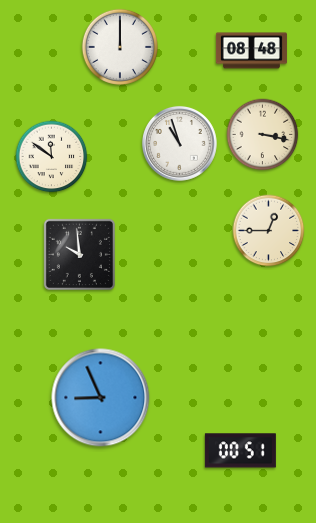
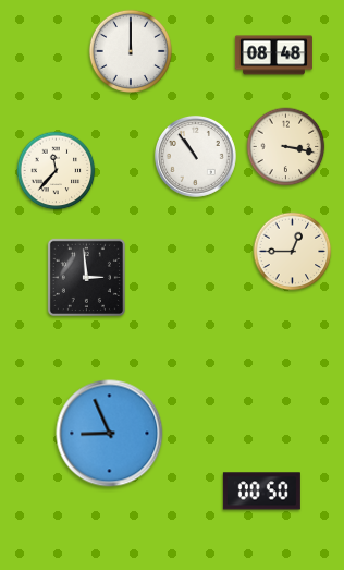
clock at (179, 143): 10:57 -> 10:54
clock at (52, 157): 11:51 -> 11:37
clock at (79, 254): 9:59 -> 2:59
clock at (240, 451): 00:51 -> 00:50
